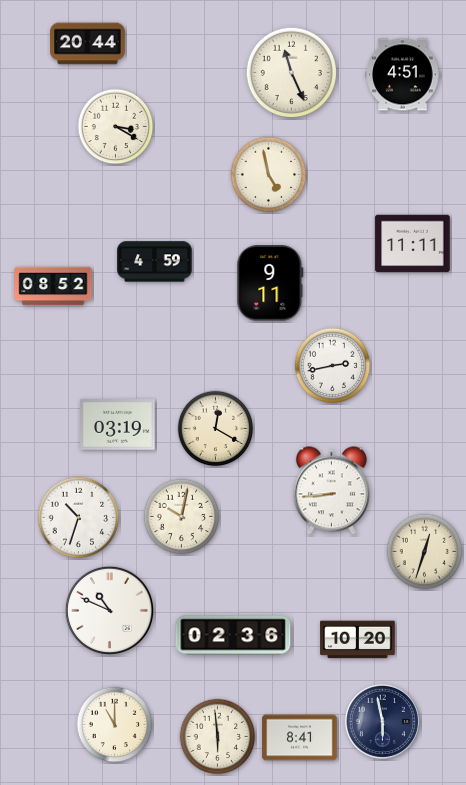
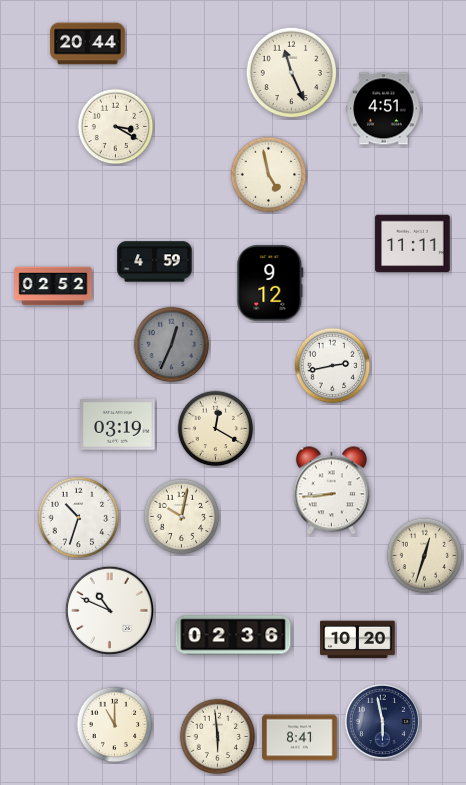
clock at (403, 75) position: (403, 75) -> (384, 109)
clock at (270, 283): 9:11 -> 9:12
clock at (53, 286): 08:52 -> 02:52
clock at (172, 345): none -> 12:34
clock at (425, 552) position: (425, 552) -> (425, 556)
